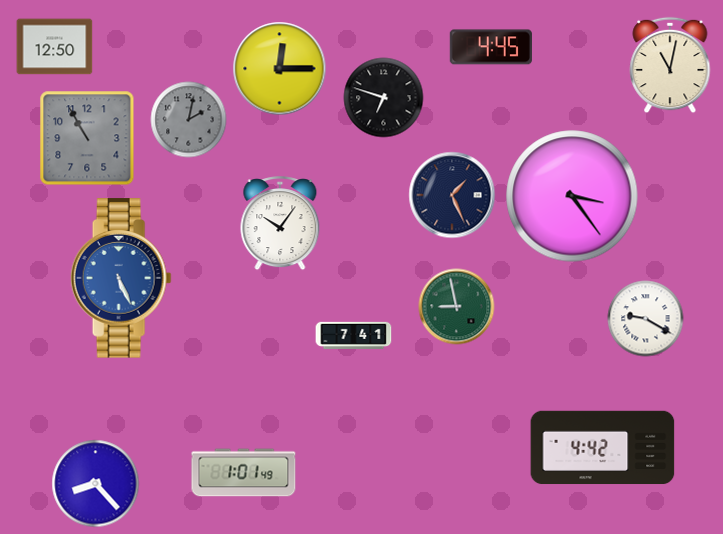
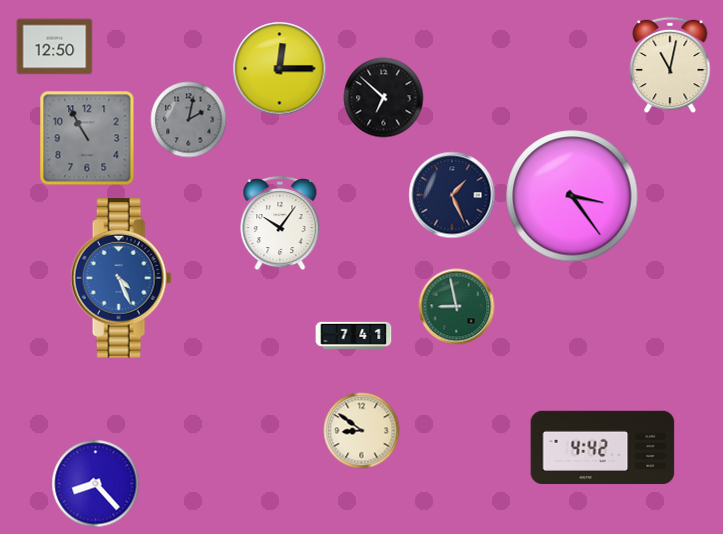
clock at (491, 47): 4:45 -> none
clock at (384, 98): 6:48 -> 6:52
clock at (121, 278): 5:26 -> 4:26
clock at (646, 319): 9:20 -> none
clock at (362, 431): none -> 8:51
clock at (244, 473): 1:01 -> none
